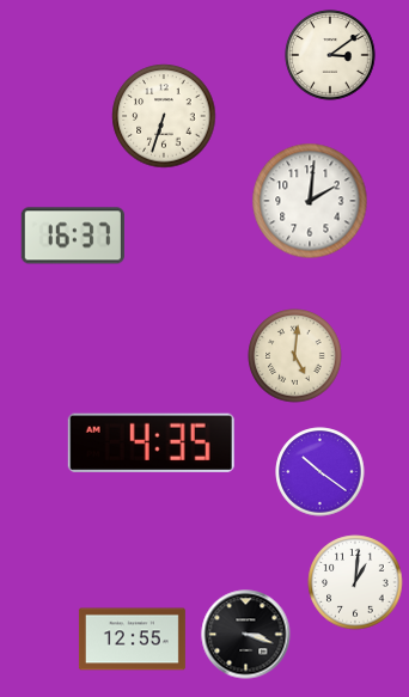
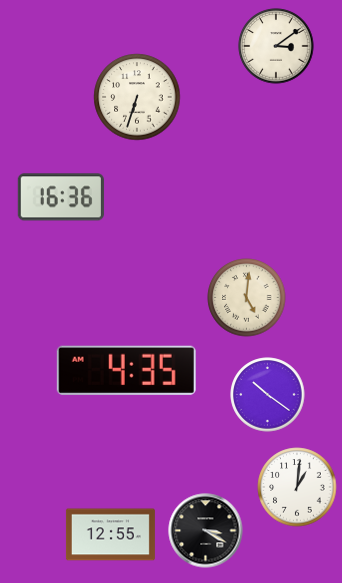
clock at (310, 201): 2:01 -> none
clock at (73, 236): 16:37 -> 16:36
clock at (246, 635): 3:18 -> 3:20
